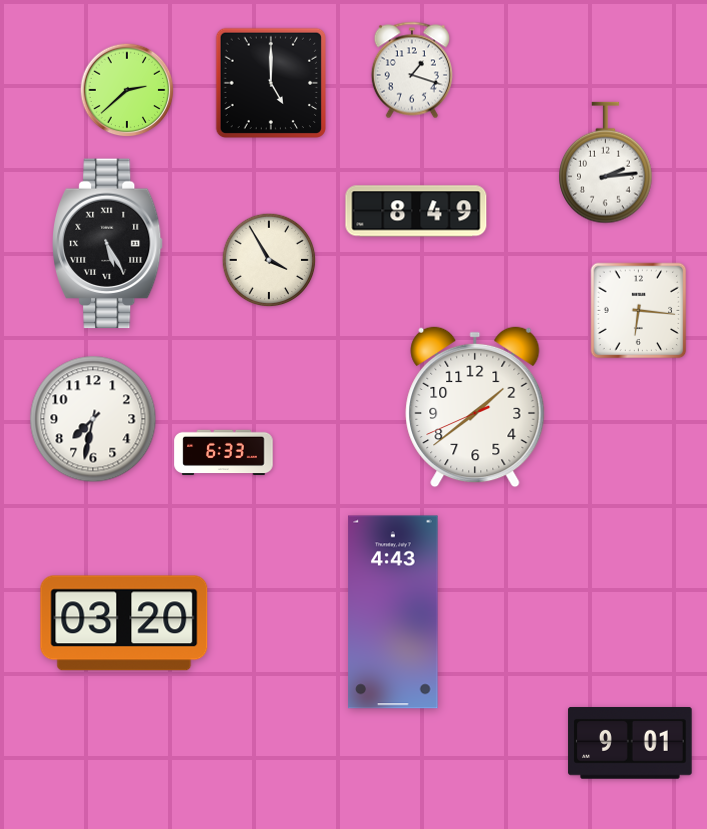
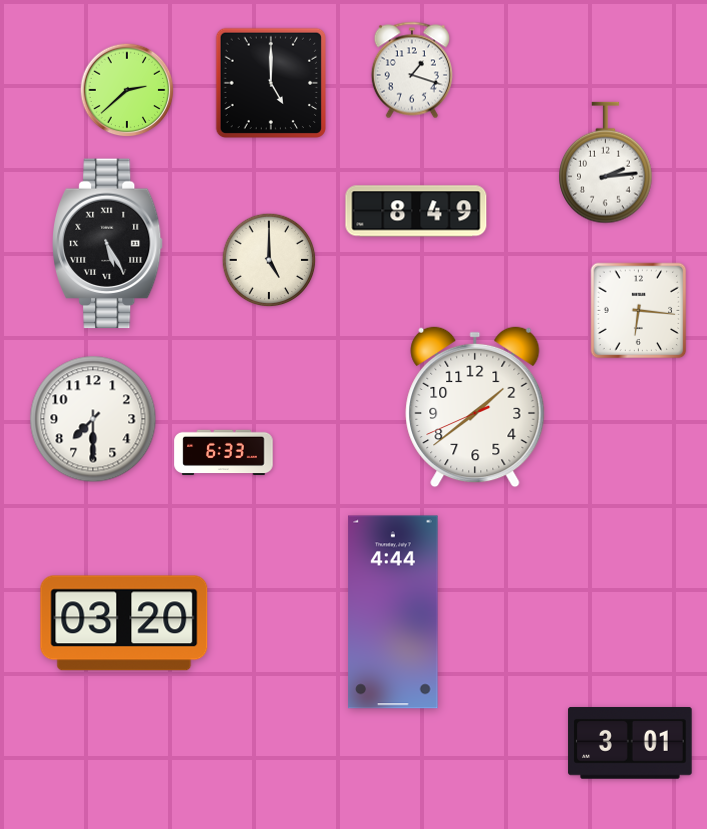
clock at (269, 260): 3:55 -> 5:00
clock at (93, 419): 7:32 -> 7:30
clock at (393, 612): 4:43 -> 4:44
clock at (630, 744): 9:01 -> 3:01
